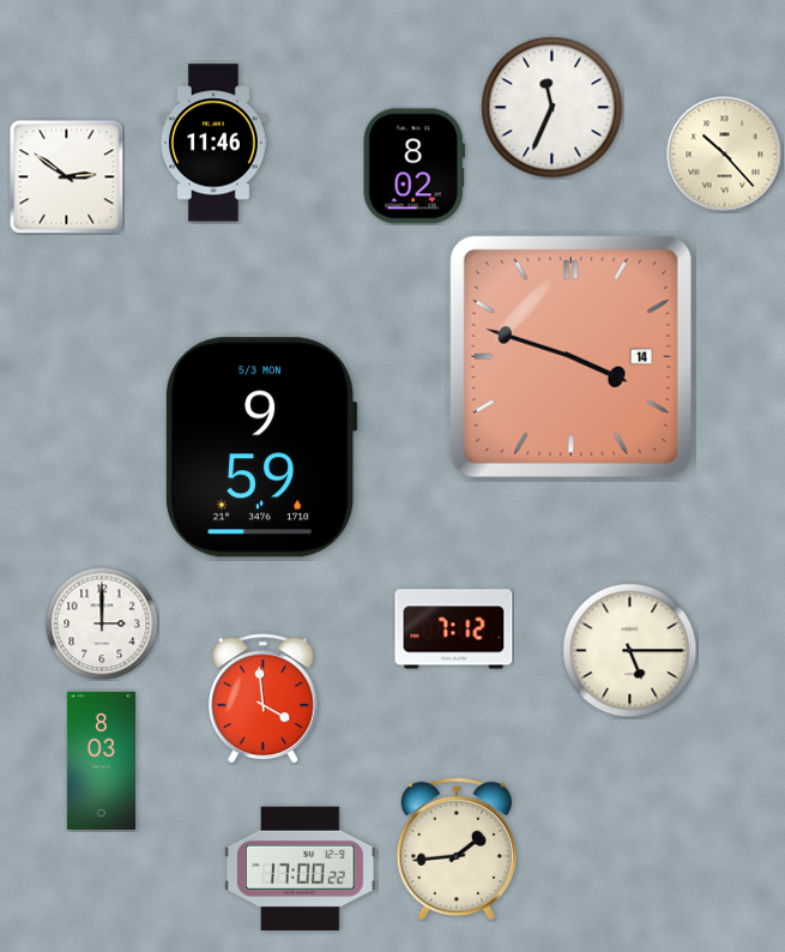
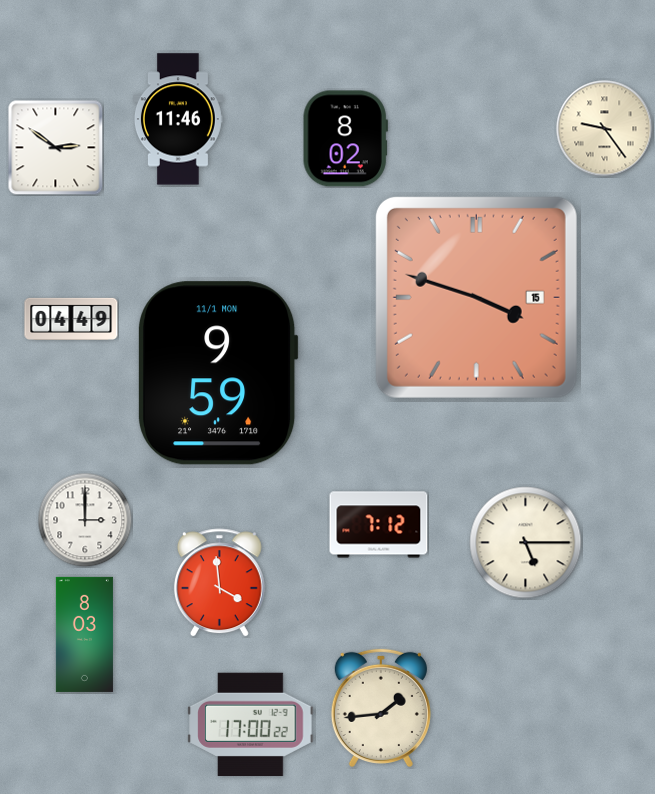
clock at (552, 108): 11:34 -> none
clock at (725, 155): 10:23 -> 9:24
clock at (570, 356) date: 14 -> 15
clock at (71, 319): none -> 04:49
clock at (261, 447) date: 5/3 MON -> 11/1 MON
